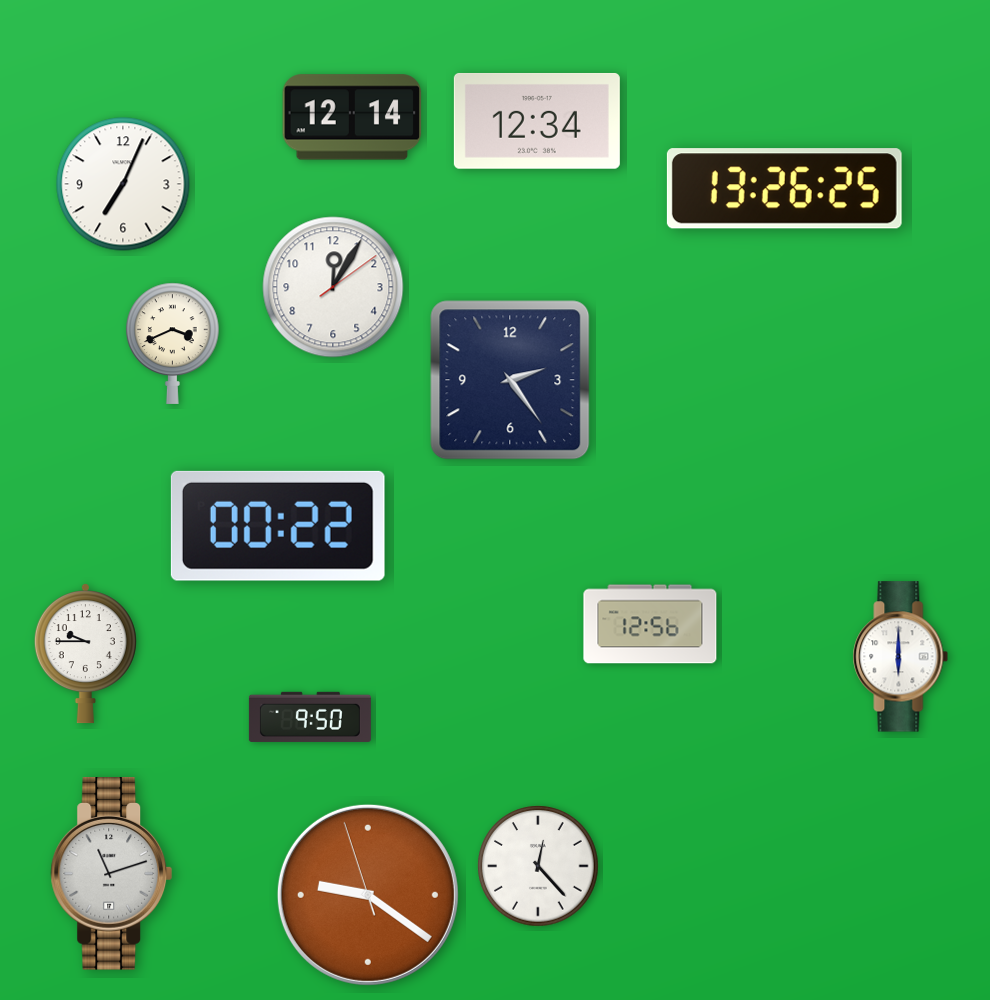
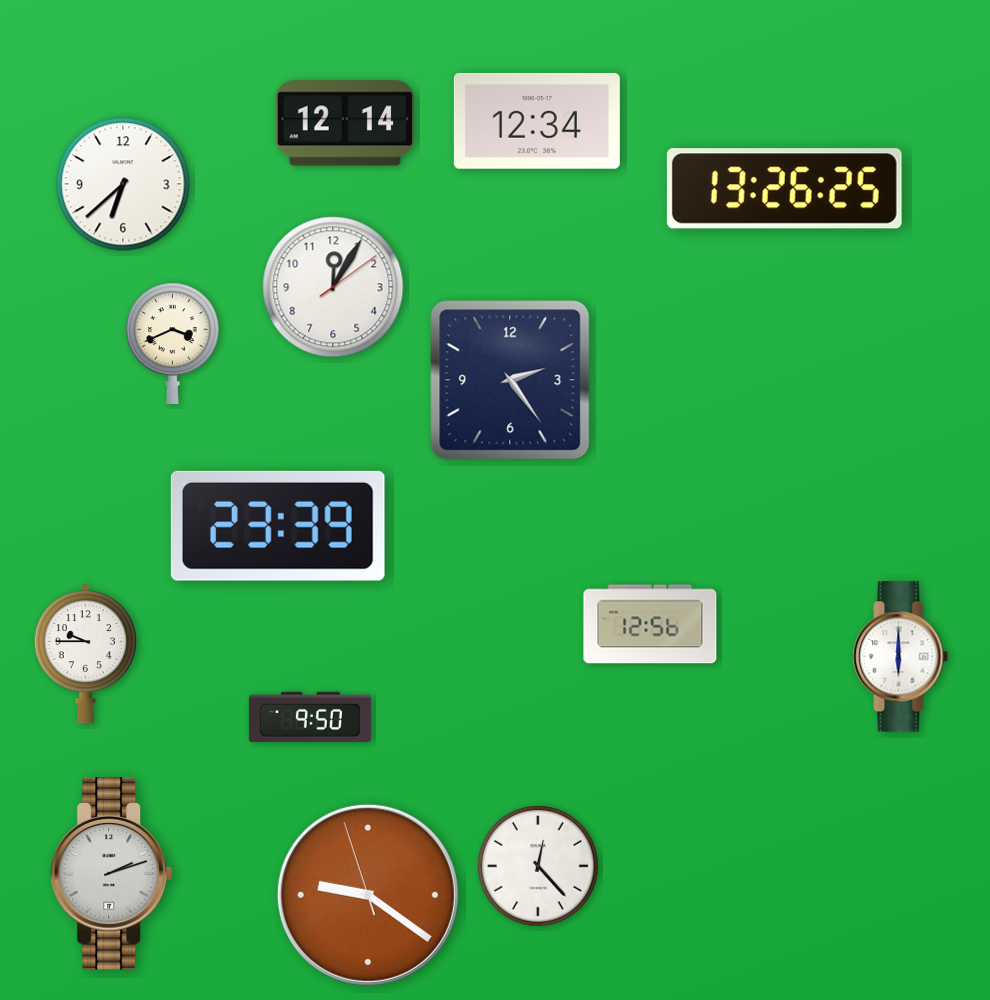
clock at (352, 117) position: (352, 117) -> (345, 123)
clock at (123, 184): 7:04 -> 6:38
clock at (278, 526): 00:22 -> 23:39
clock at (112, 874): 11:12 -> 2:12
